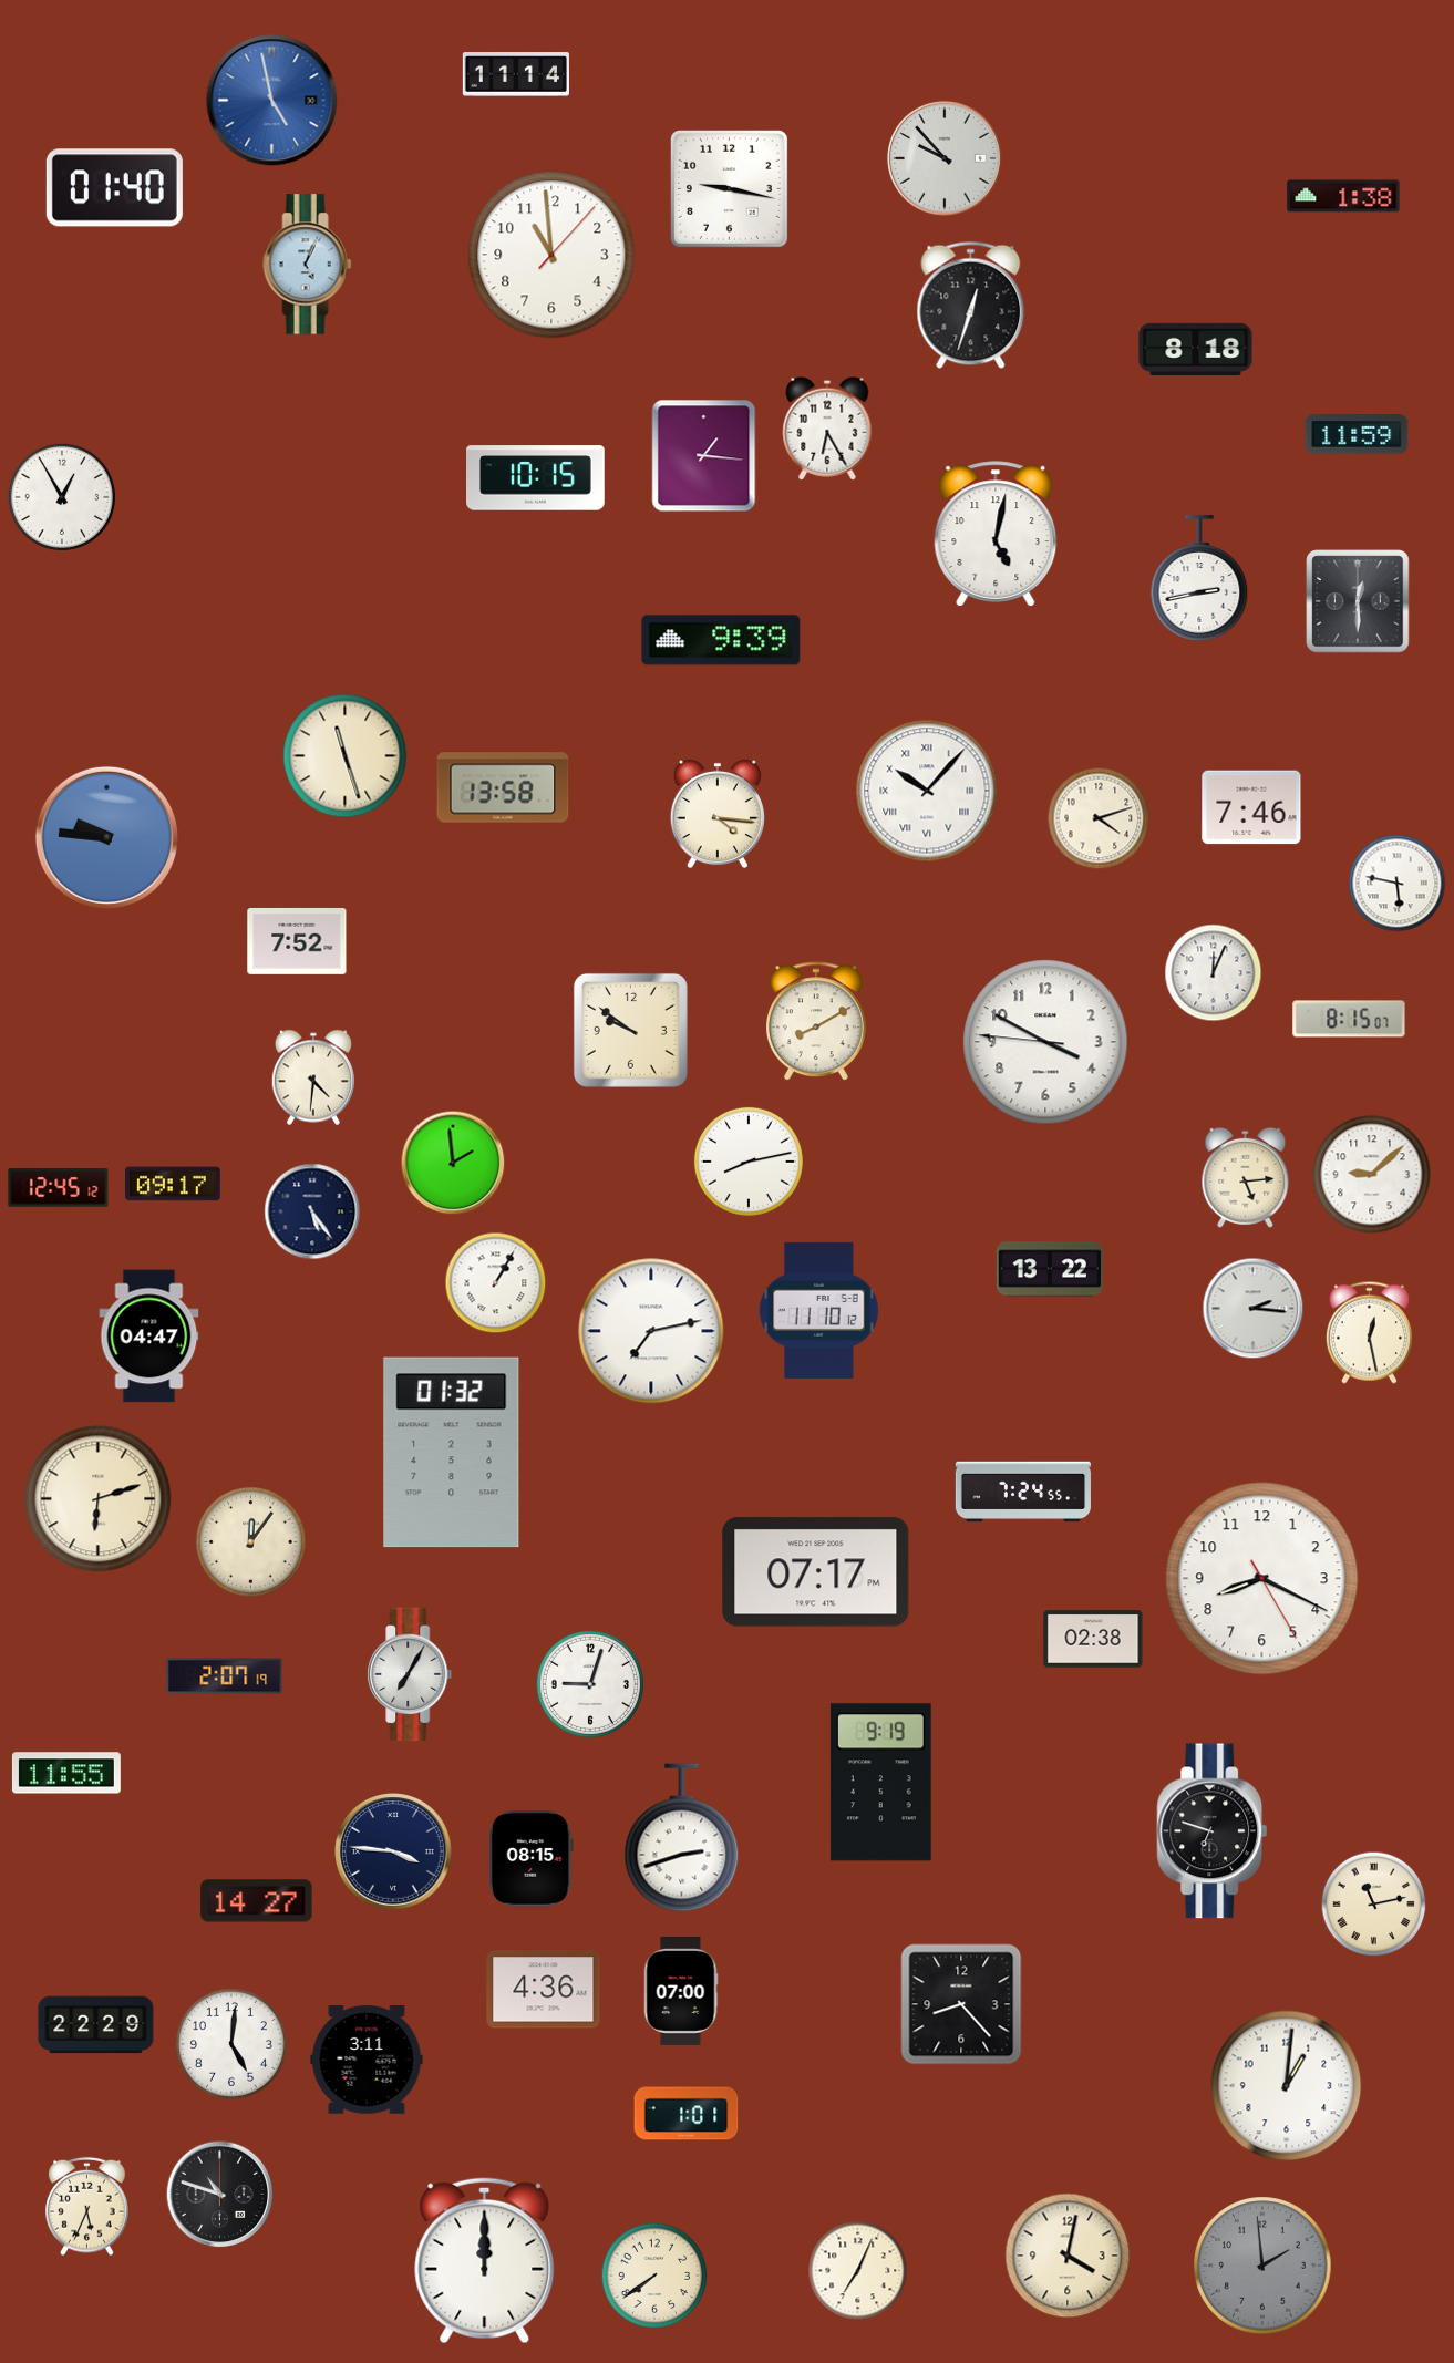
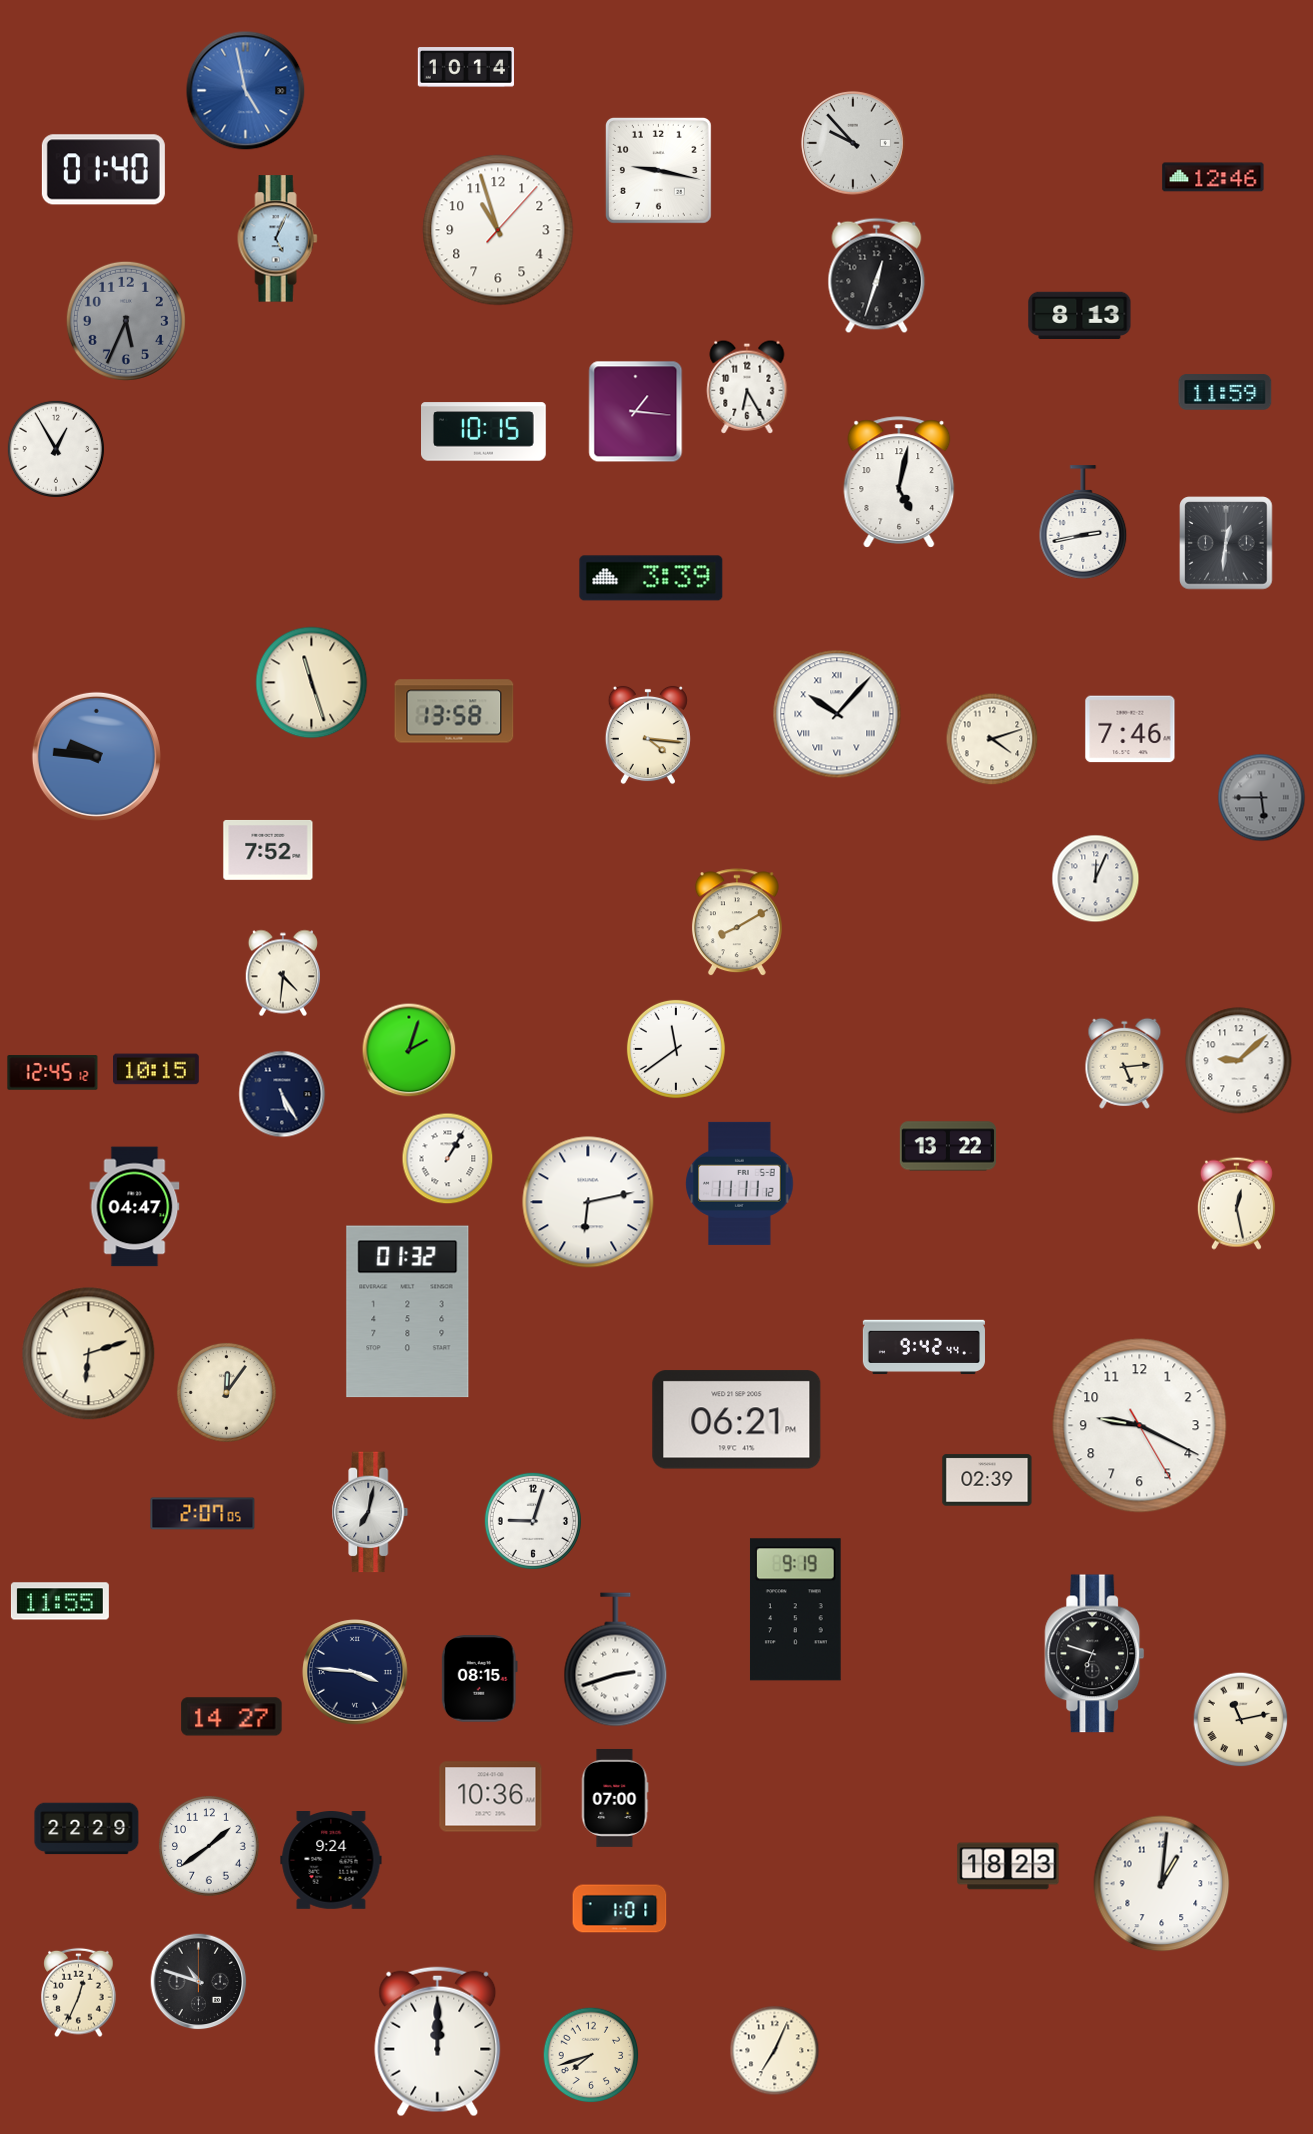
clock at (516, 74): 11:14 -> 10:14
clock at (1343, 196): 1:38 -> 12:46
clock at (551, 255): 10:59 -> 10:57
clock at (1196, 349): 8:18 -> 8:13
clock at (126, 321): none -> 5:34
clock at (1358, 601): 12:30 -> 12:31
clock at (721, 640): 9:39 -> 3:39
clock at (1398, 884): 5:47 -> 5:45
clock at (1398, 884) dial: white -> grey
clock at (1349, 1019): 8:15 -> none
clock at (630, 1030): 9:51 -> none
clock at (1045, 1042): 3:49 -> none
clock at (749, 1162): 8:13 -> 11:39
clock at (453, 1163): 1:59 -> 2:03
clock at (173, 1184): 09:17 -> 10:15
clock at (312, 1211): 5:24 -> 5:25
clock at (1254, 1309): 2:16 -> none
clock at (819, 1310): 11:10 -> 11:11
clock at (651, 1331): 7:13 -> 6:13
clock at (1023, 1492): 7:24 -> 9:42
clock at (816, 1572): 07:17 -> 06:21
clock at (1262, 1579): 8:19 -> 9:19
clock at (1093, 1639): 02:38 -> 02:39
clock at (410, 1674): 7:05 -> 7:02
clock at (225, 1676): 2:07:19 -> 2:07:05
clock at (544, 1990): 4:36 -> 10:36
clock at (961, 2004): 8:23 -> none
clock at (231, 2044): 5:01 -> 1:39
clock at (367, 2061): 3:11 -> 9:24
clock at (1008, 1866): none -> 18:23
clock at (87, 2207): 5:34 -> 12:34
clock at (1068, 2256): 4:02 -> none
clock at (1262, 2266): 1:59 -> none
clock at (654, 2276): 7:39 -> 7:42
